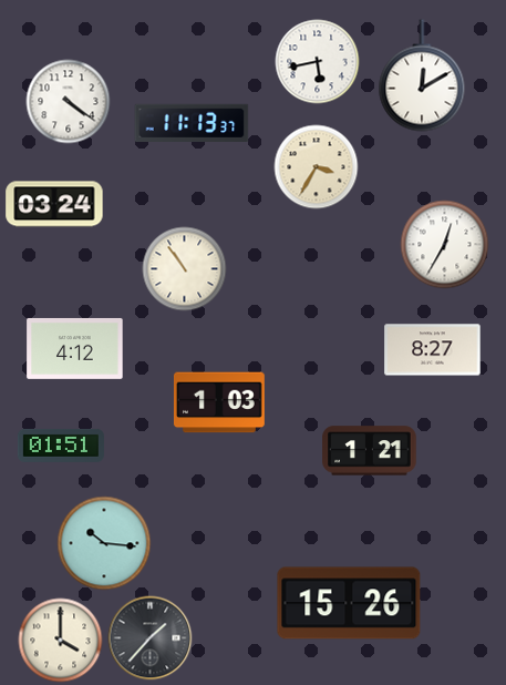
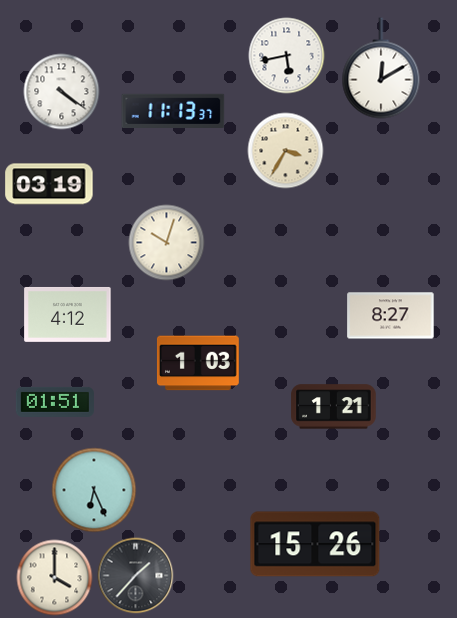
clock at (54, 204): 03:24 -> 03:19
clock at (445, 245): 12:35 -> none
clock at (185, 269): 10:54 -> 10:03
clock at (104, 543): 10:16 -> 6:26
